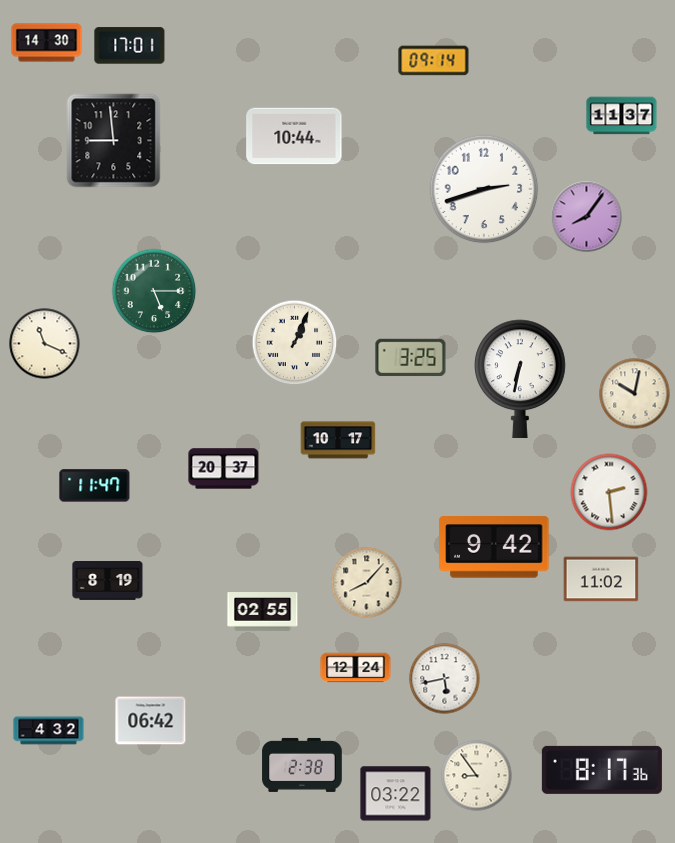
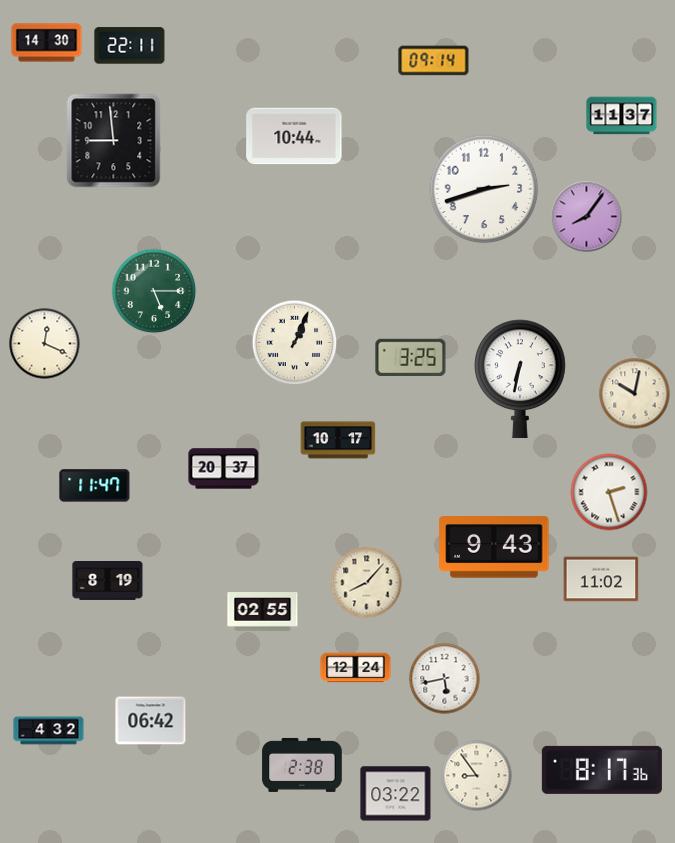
clock at (130, 46): 17:01 -> 22:11
clock at (45, 344): 11:19 -> 12:19
clock at (609, 492): 2:29 -> 2:27
clock at (494, 547): 9:42 -> 9:43
